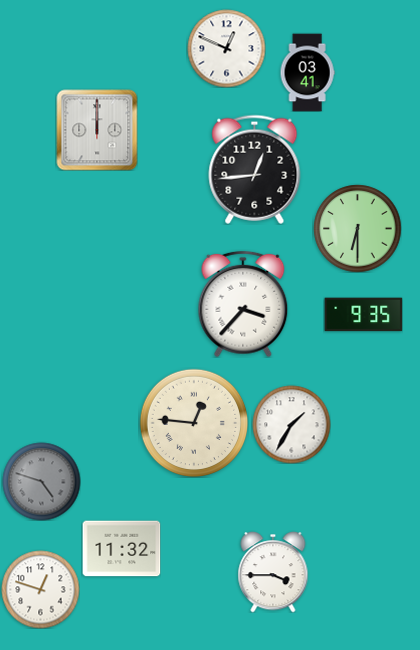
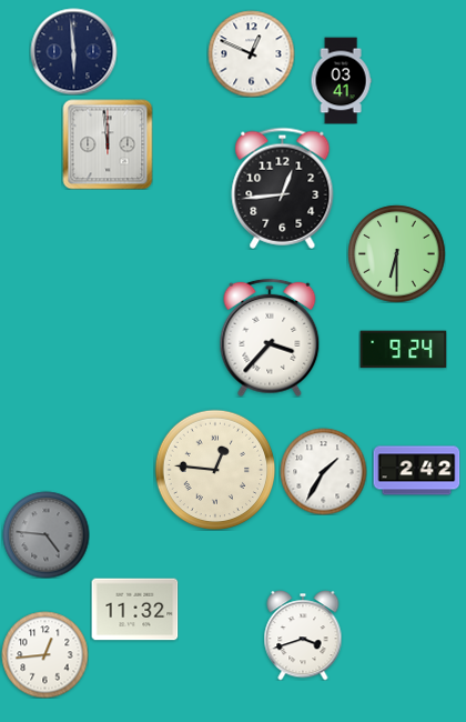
clock at (73, 51): none -> 5:59
clock at (97, 130): 12:00 -> 11:59
clock at (363, 315): 9:35 -> 9:24
clock at (416, 471): none -> 2:42
clock at (41, 481): 4:48 -> 4:46
clock at (273, 572): 3:45 -> 3:42
clock at (40, 589): 12:48 -> 12:44
